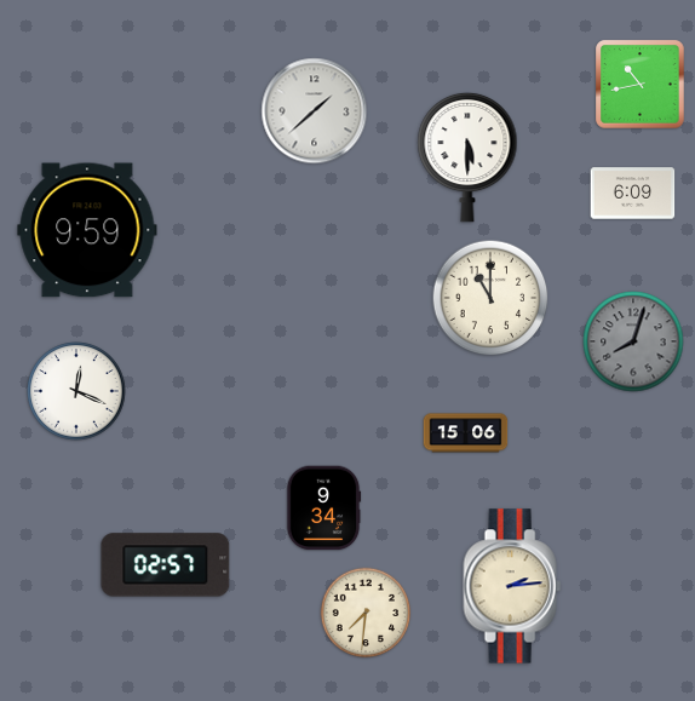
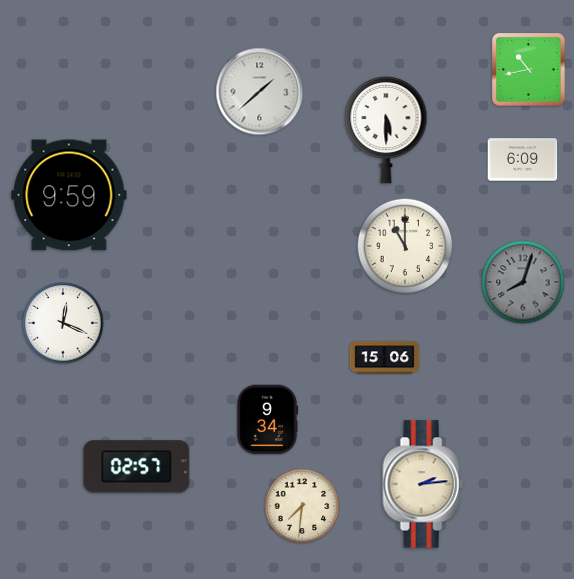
clock at (87, 230) position: (87, 230) -> (69, 195)
